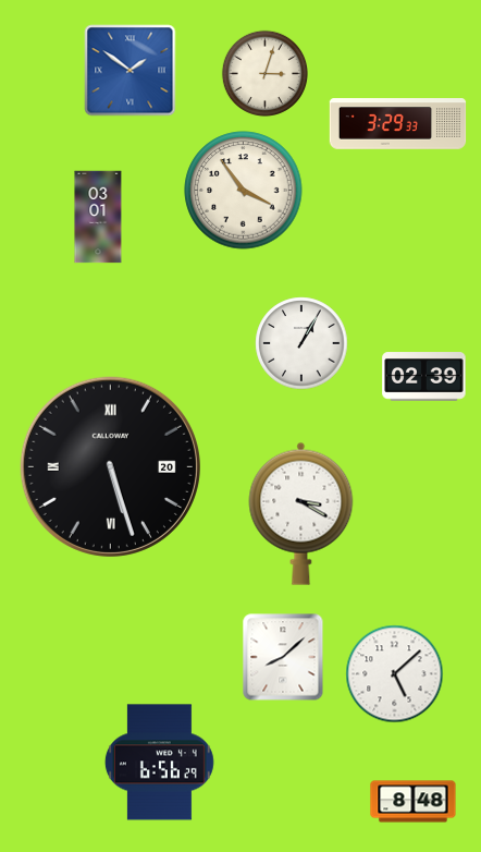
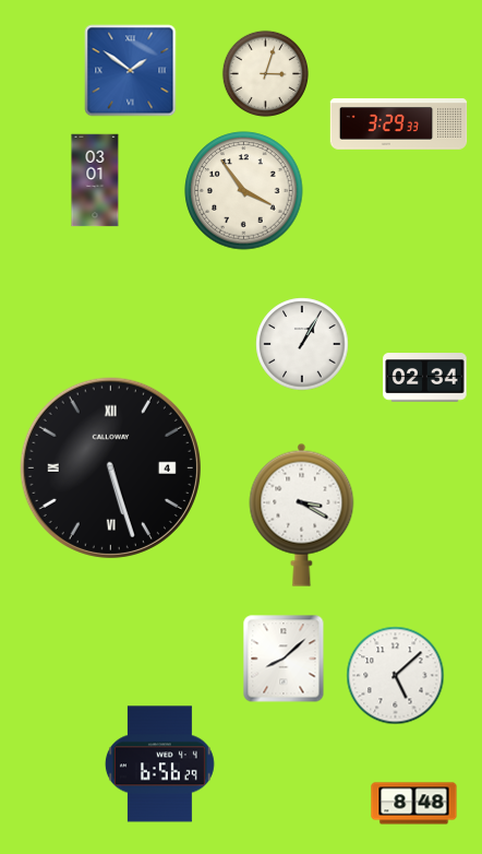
clock at (98, 217) position: (98, 217) -> (95, 180)
clock at (424, 377): 02:39 -> 02:34
clock at (110, 466) date: 20 -> 4
